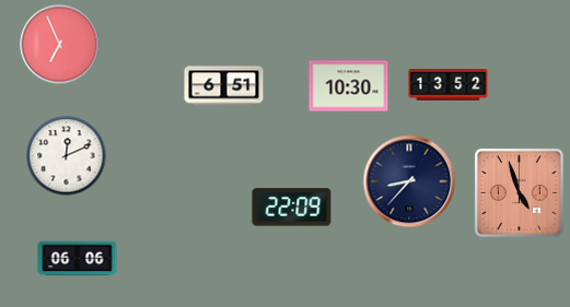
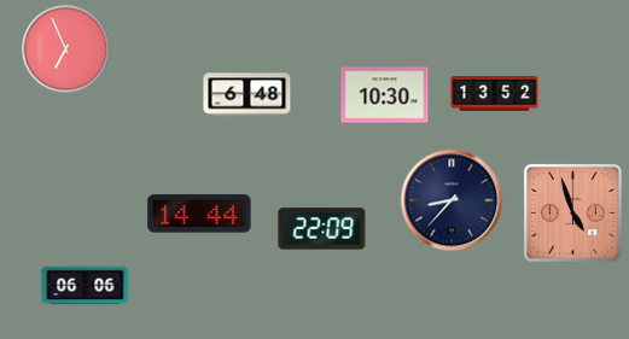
clock at (224, 86): 6:51 -> 6:48
clock at (67, 156): 12:11 -> none
clock at (199, 214): none -> 14:44
